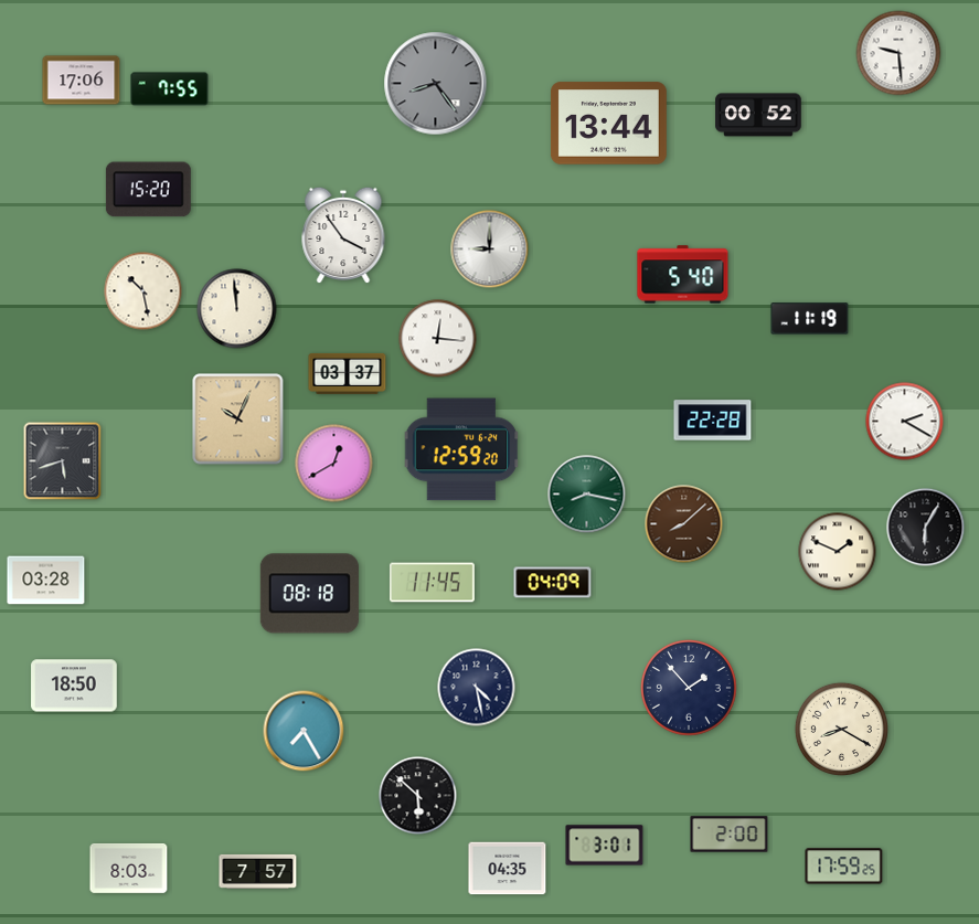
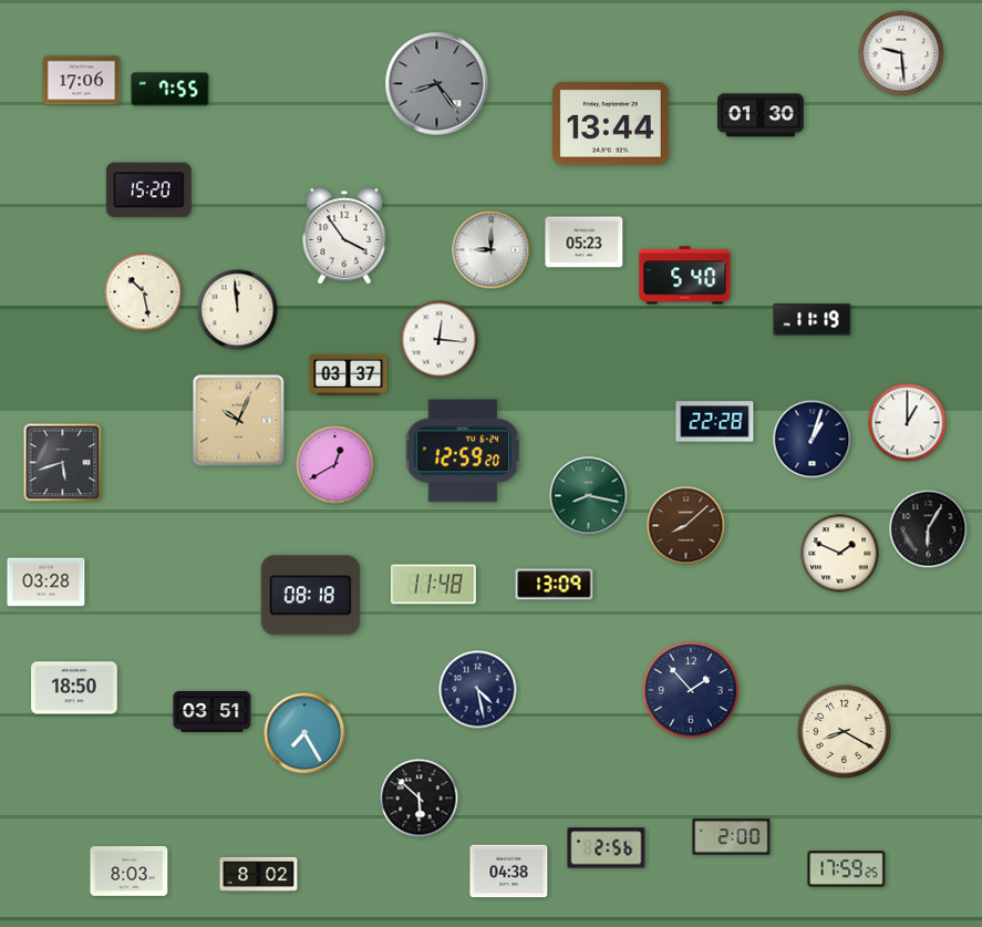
clock at (758, 115): 00:52 -> 01:30
clock at (585, 243): none -> 05:23
clock at (905, 422): 2:20 -> 1:00
clock at (813, 440): none -> 1:03
clock at (432, 583): 11:45 -> 11:48
clock at (553, 583): 04:09 -> 13:09
clock at (213, 711): none -> 03:51
clock at (605, 846): 3:01 -> 2:56
clock at (508, 869): 04:35 -> 04:38
clock at (258, 871): 7:57 -> 8:02
